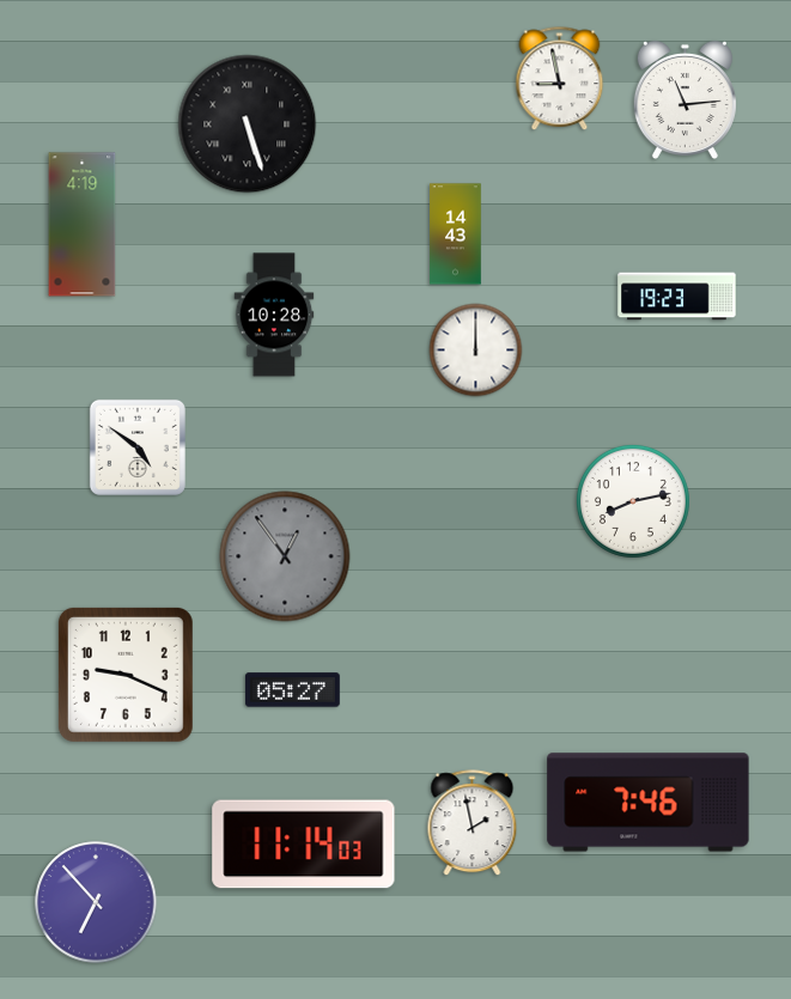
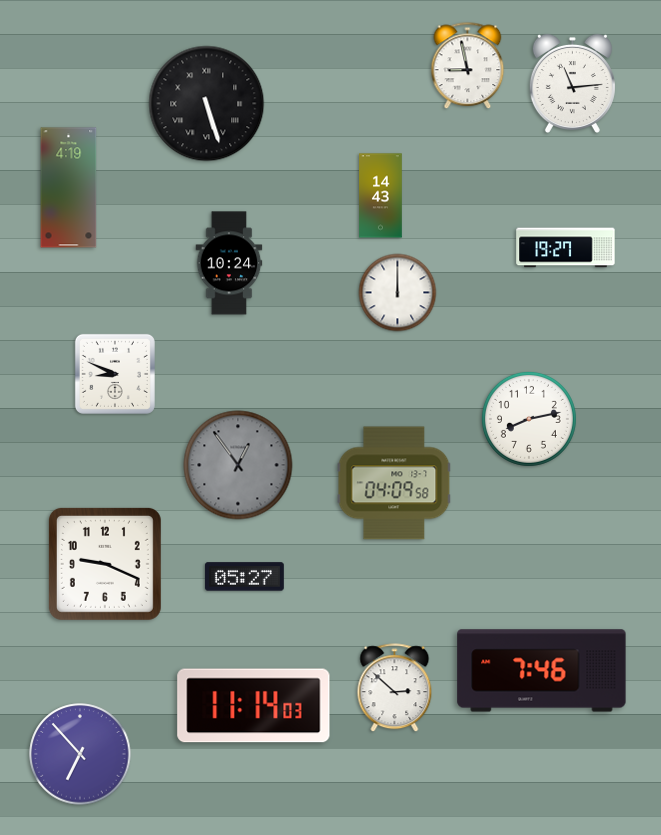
clock at (677, 297): 19:23 -> 19:27
clock at (274, 315): 10:28 -> 10:24
clock at (138, 447): 4:51 -> 8:49
clock at (394, 483): none -> 04:09
clock at (473, 823): 1:58 -> 2:52
